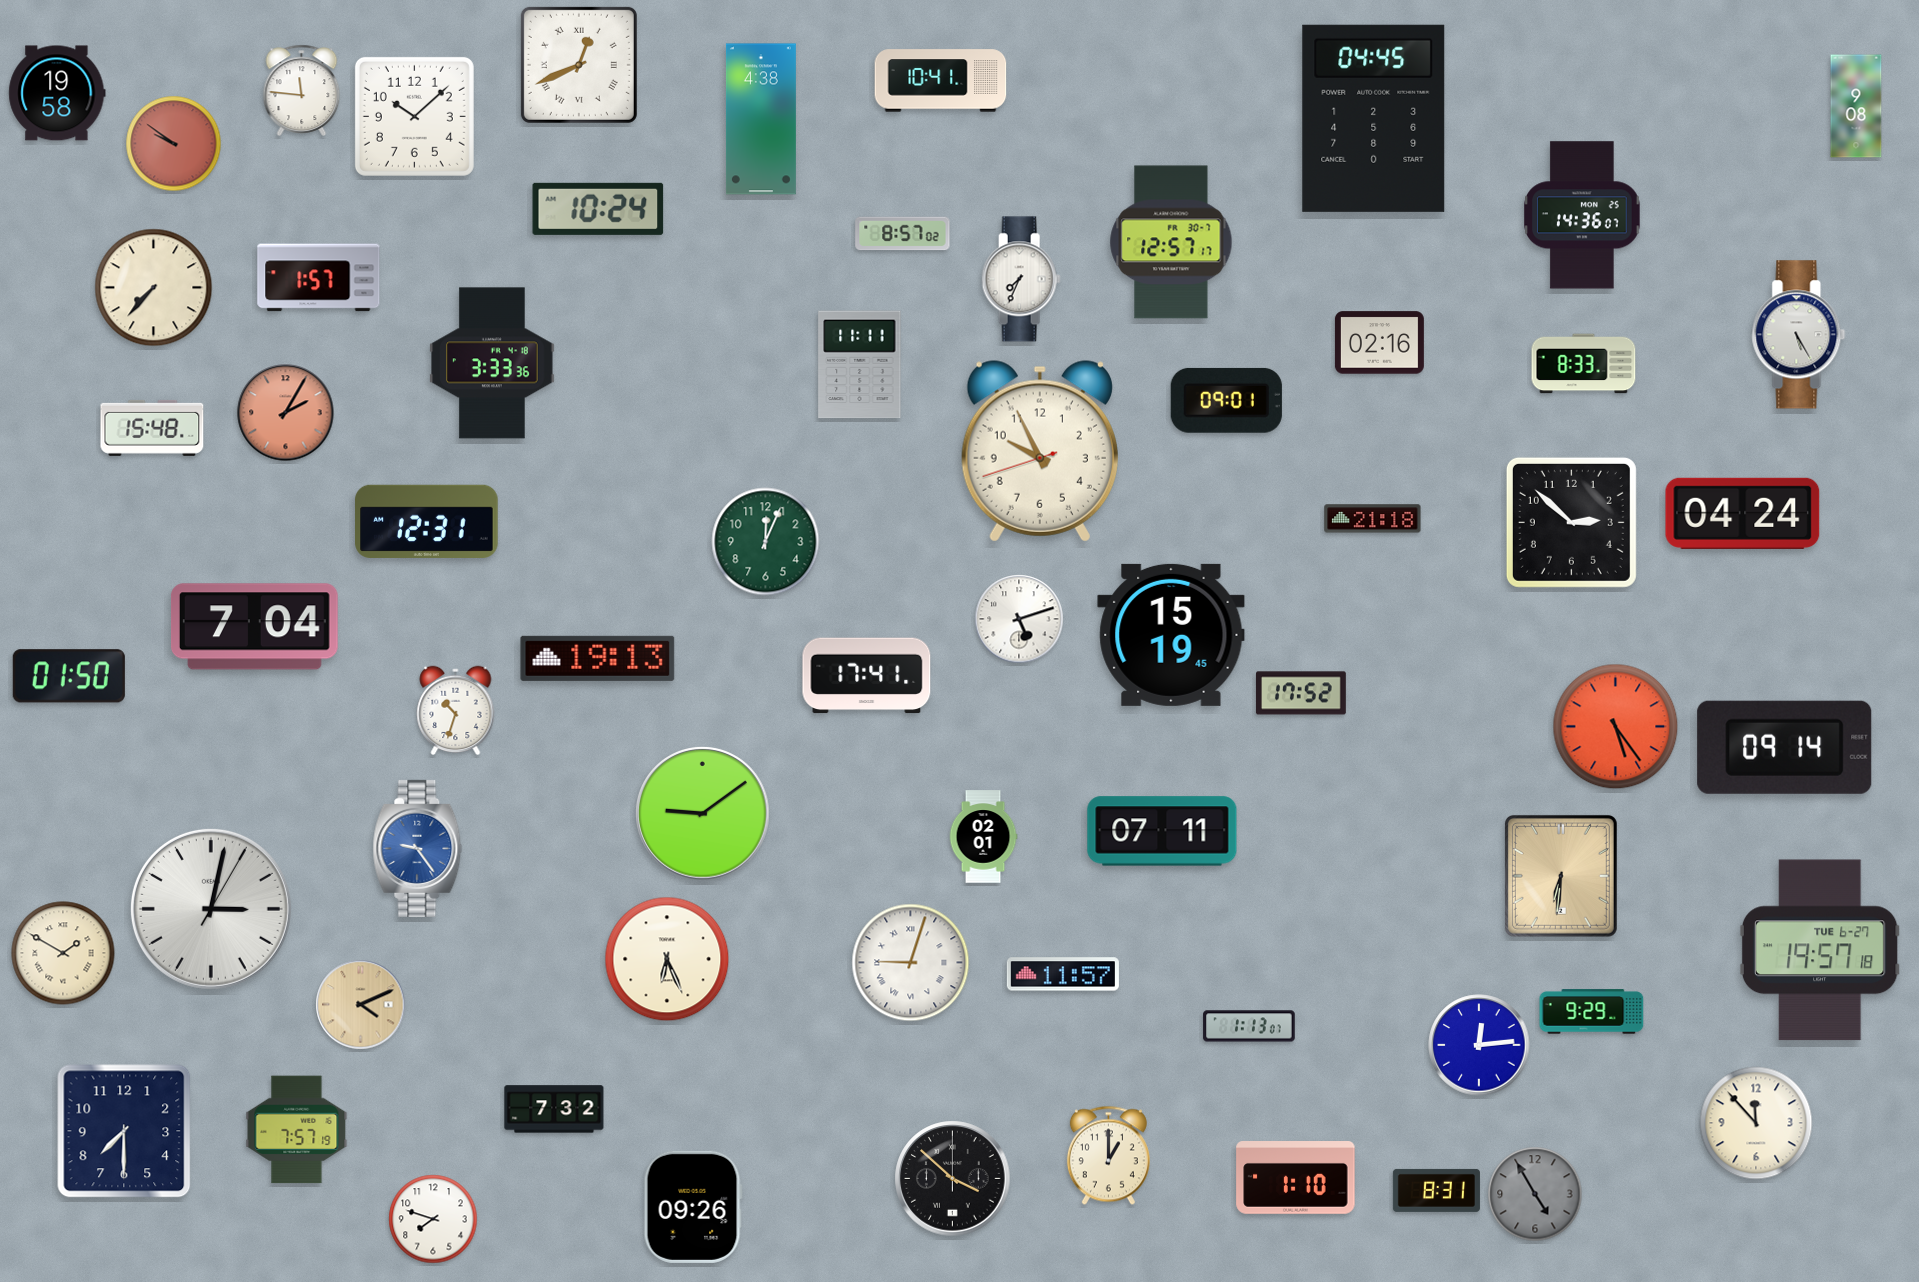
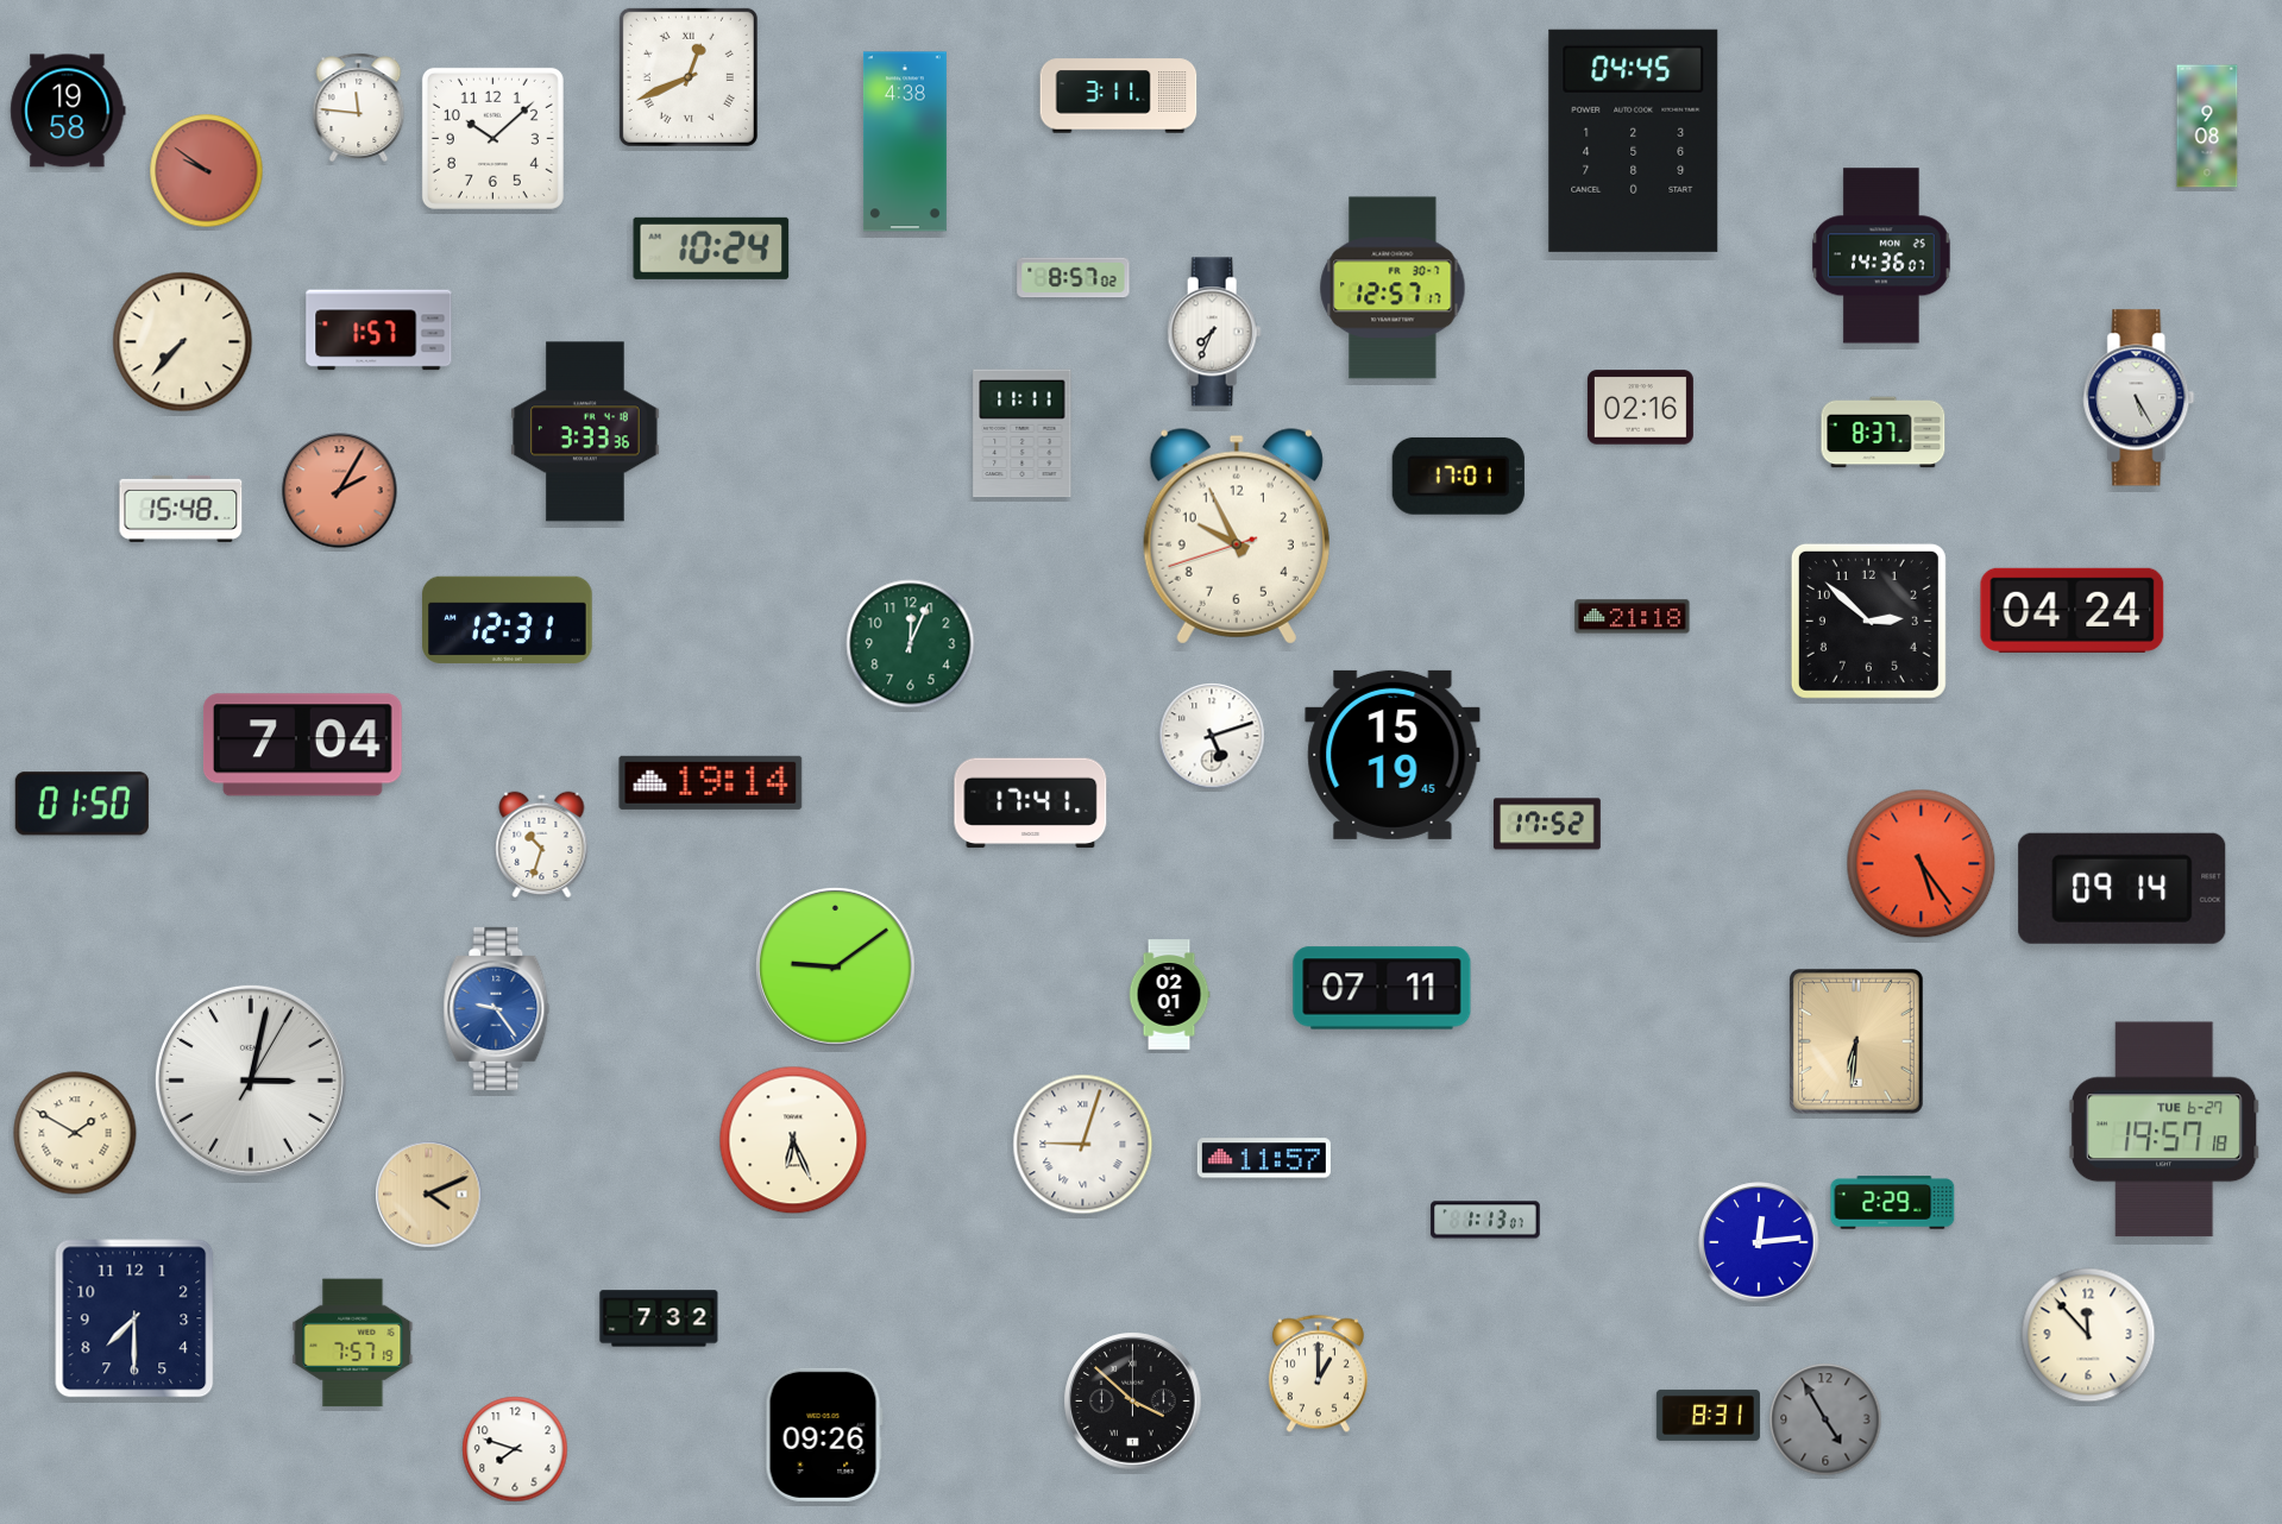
clock at (941, 81): 10:41 -> 3:11
clock at (1584, 364): 8:33 -> 8:37
clock at (1226, 400): 09:01 -> 17:01
clock at (598, 658): 19:13 -> 19:14
clock at (1592, 1012): 9:29 -> 2:29
clock at (124, 1131) position: (124, 1131) -> (134, 1318)
clock at (1296, 1178): 1:10 -> none
